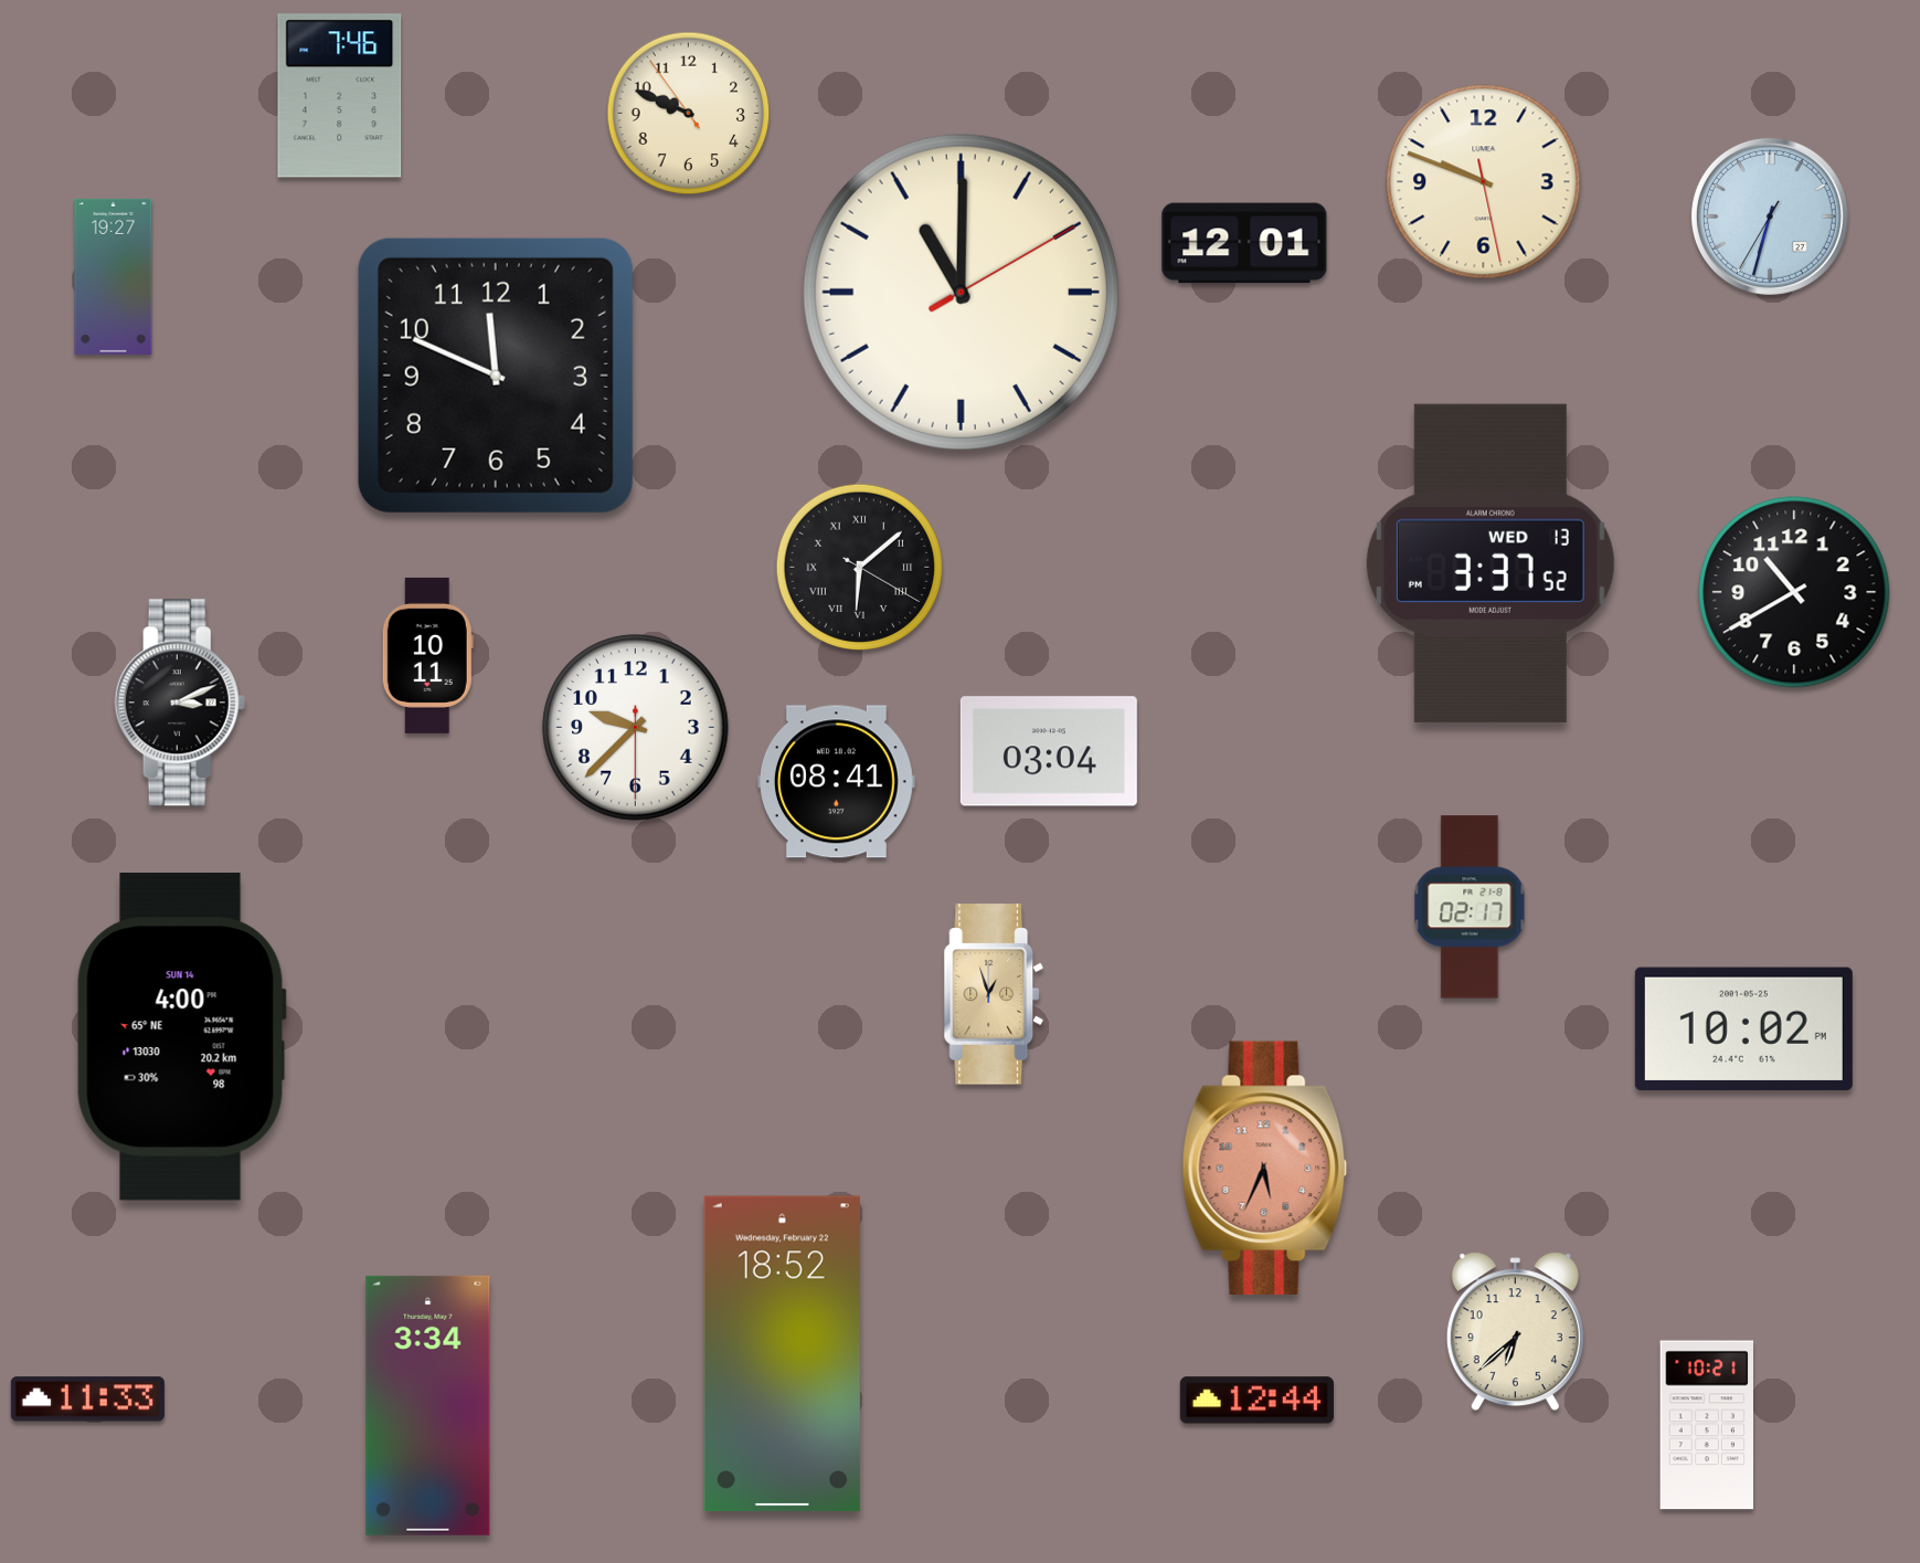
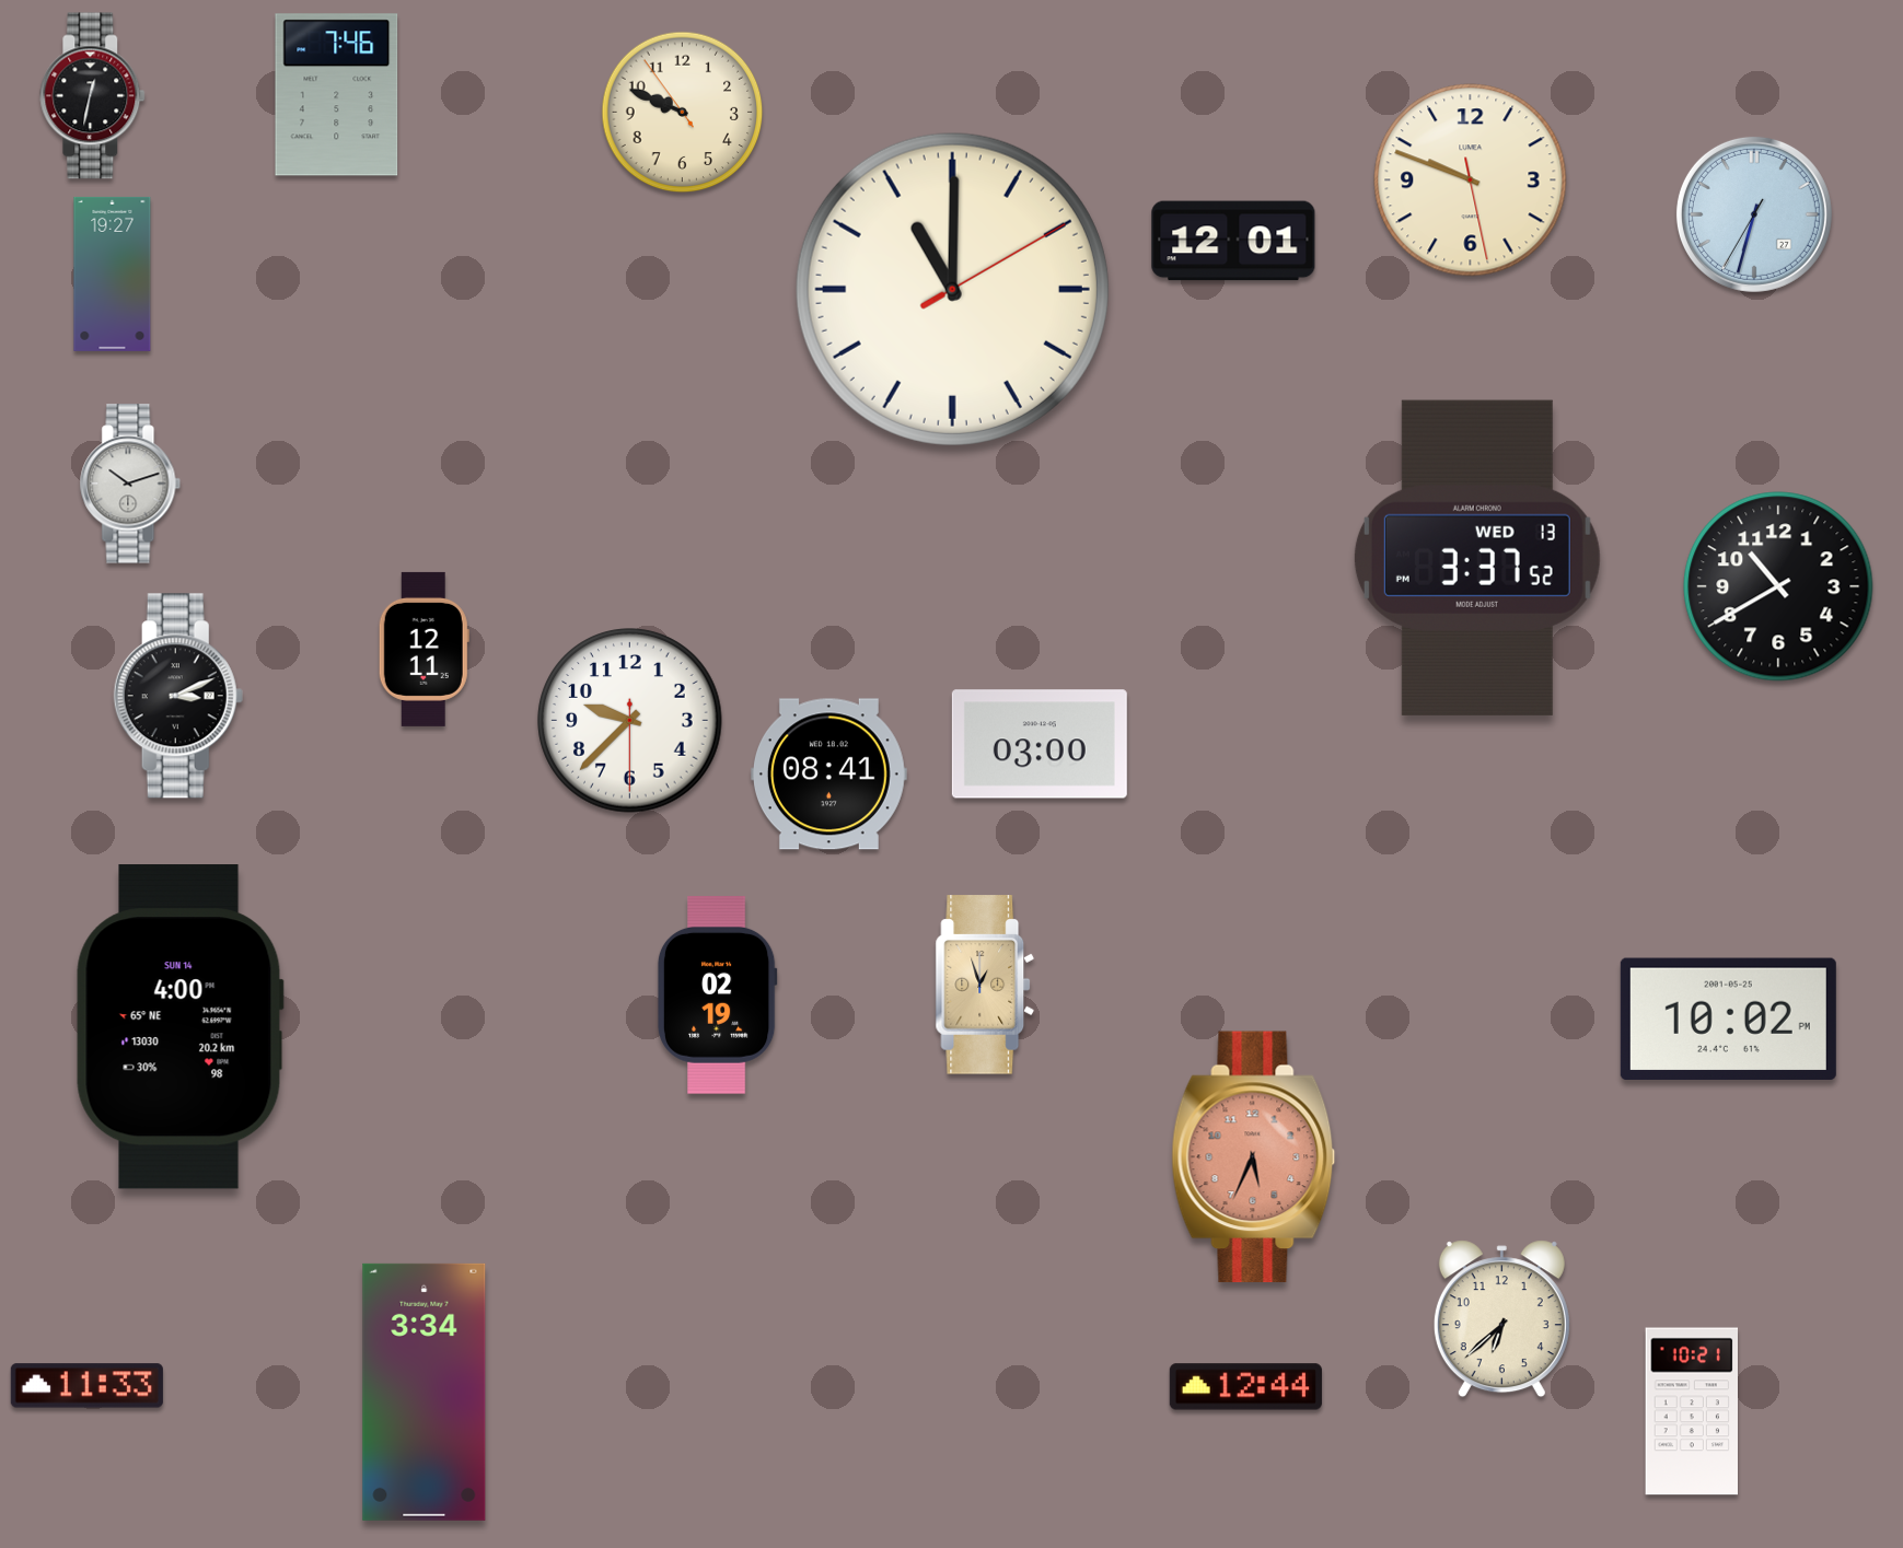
clock at (93, 96): none -> 12:32
clock at (496, 376): 11:49 -> none
clock at (130, 484): none -> 10:12
clock at (859, 567): 6:08 -> none
clock at (427, 655): 10:11 -> 12:11
clock at (1049, 751): 03:04 -> 03:00
clock at (1470, 907): 02:17 -> none
clock at (717, 996): none -> 02:19
clock at (782, 1354): 18:52 -> none
